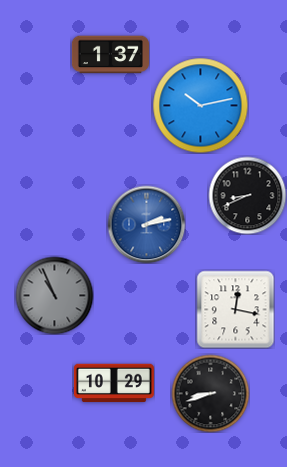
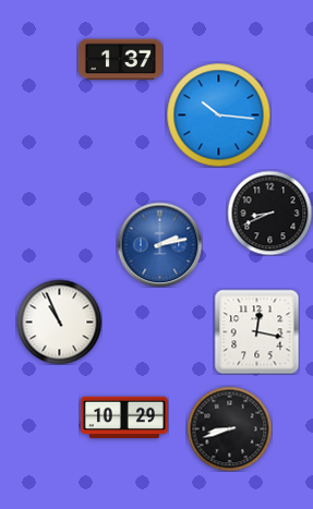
clock at (200, 105): 10:13 -> 10:16
clock at (54, 295) dial: grey -> white
clock at (235, 309) position: (235, 309) -> (256, 331)
